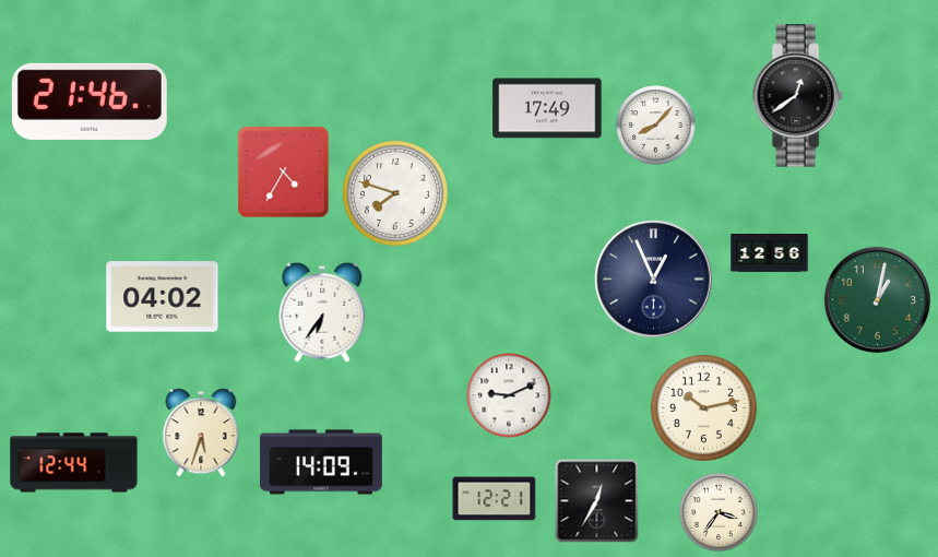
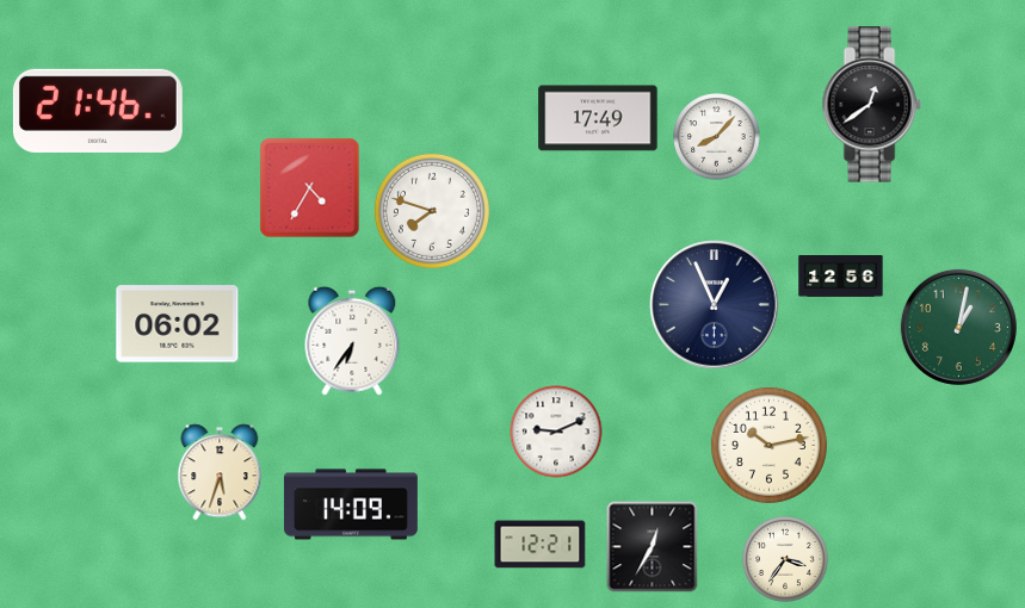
clock at (163, 297): 04:02 -> 06:02
clock at (74, 463): 12:44 -> none
